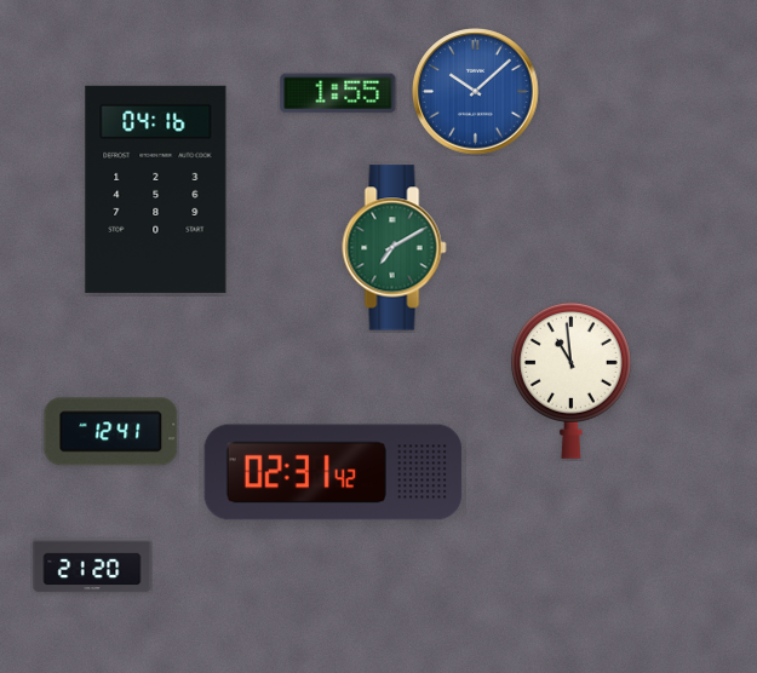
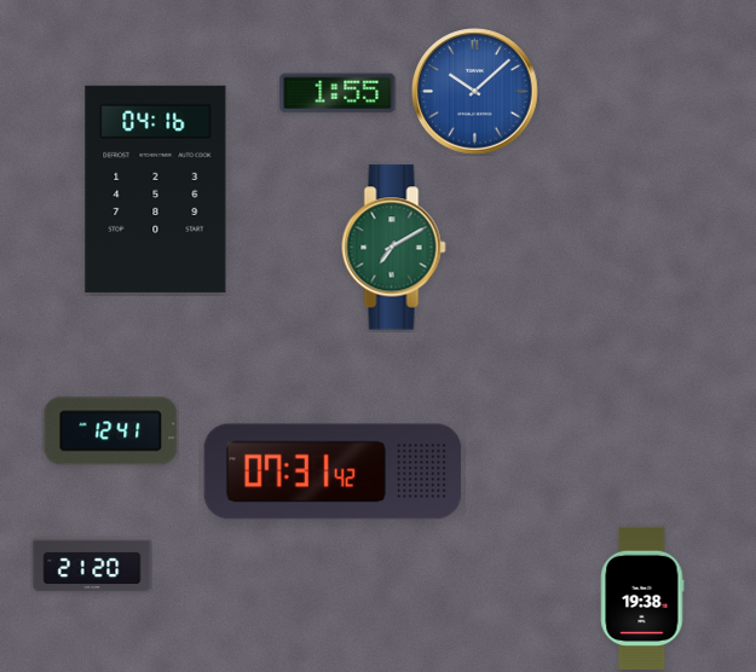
clock at (570, 380): 10:59 -> none
clock at (333, 472): 02:31 -> 07:31
clock at (642, 597): none -> 19:38
